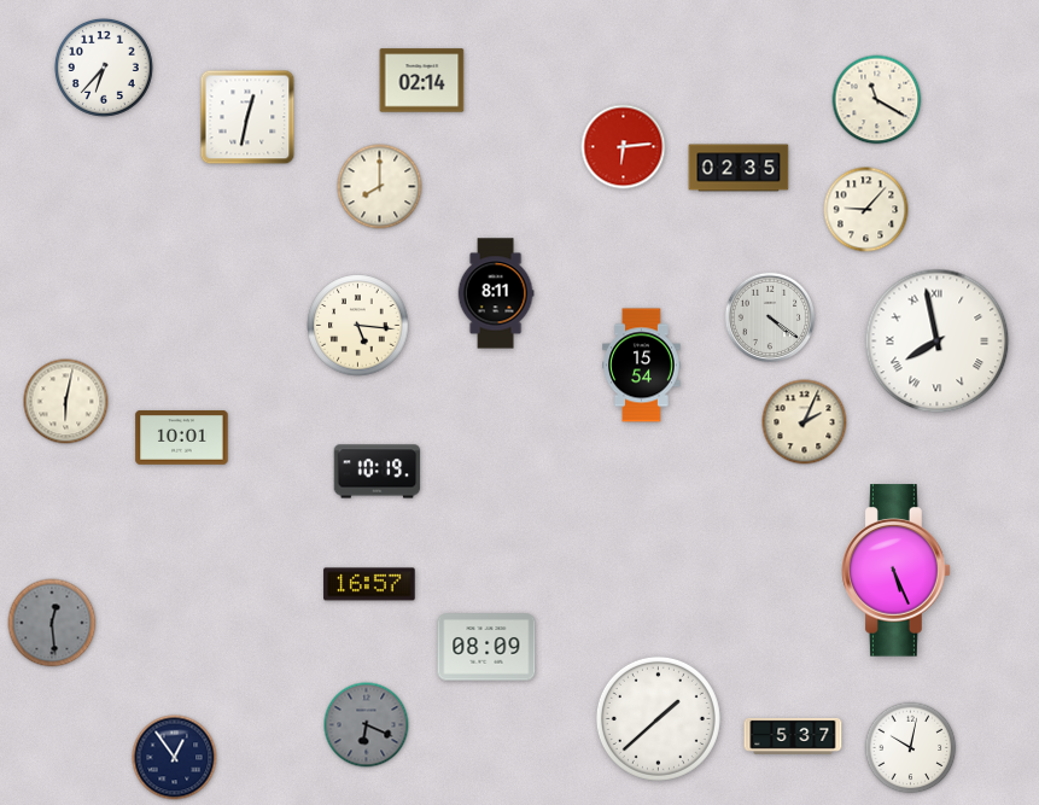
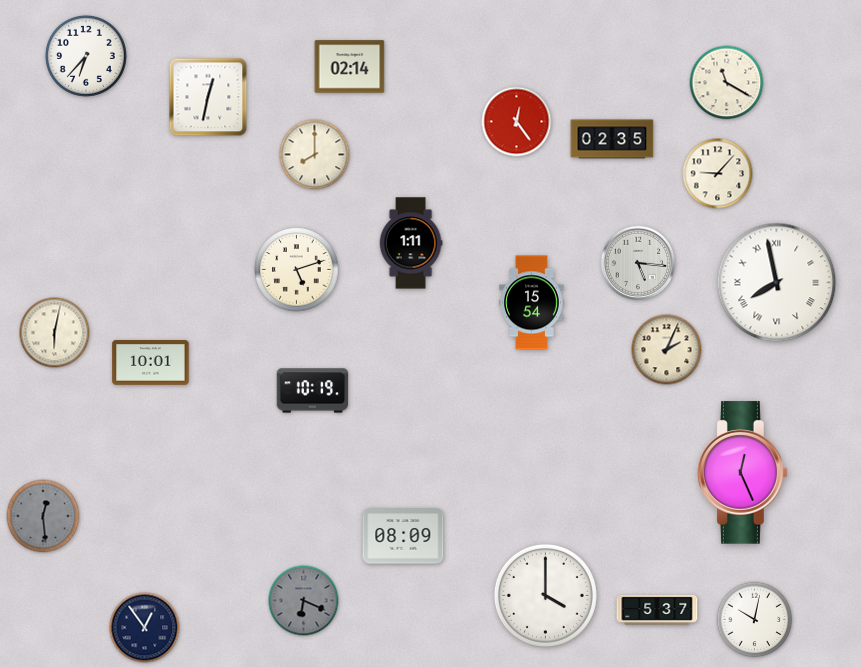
clock at (247, 117) position: (247, 117) -> (208, 97)
clock at (624, 147): 6:14 -> 12:24
clock at (496, 293): 8:11 -> 1:11
clock at (769, 316): 4:21 -> 5:16
clock at (358, 326): 5:16 -> 5:12
clock at (897, 571): 5:26 -> 12:26
clock at (369, 584): 16:57 -> none
clock at (658, 718): 1:38 -> 4:00
